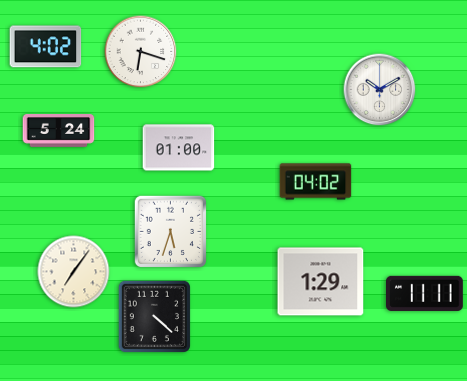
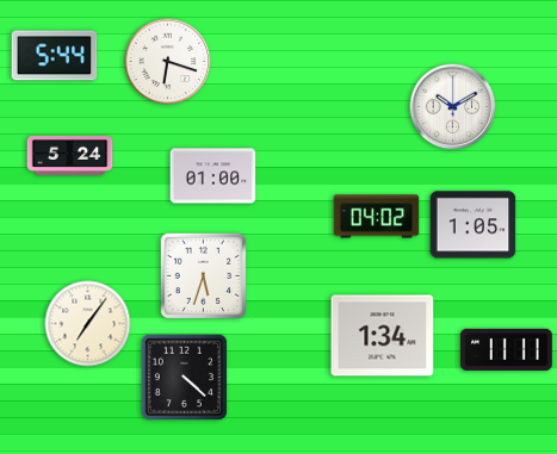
clock at (46, 47): 4:02 -> 5:44
clock at (474, 225): none -> 1:05
clock at (321, 282): 1:29 -> 1:34
